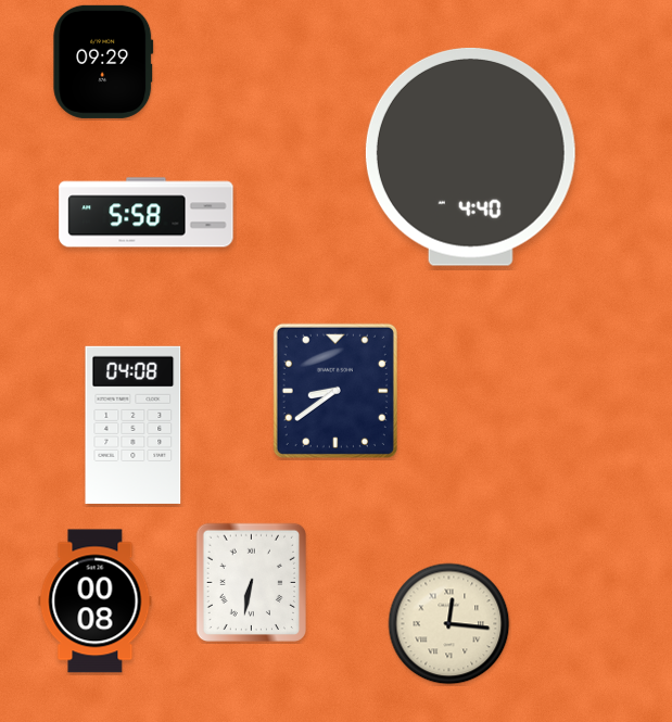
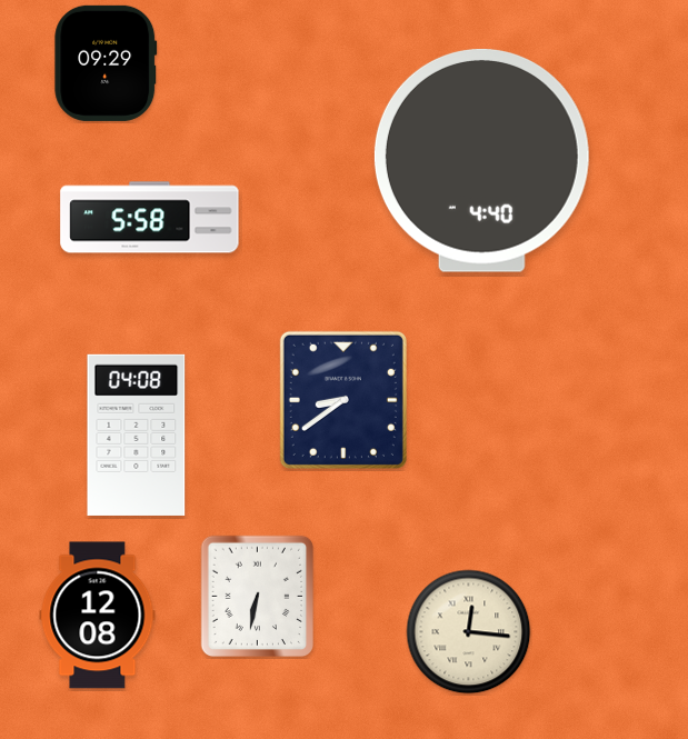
clock at (96, 601): 00:08 -> 12:08
clock at (449, 624) position: (449, 624) -> (469, 632)
